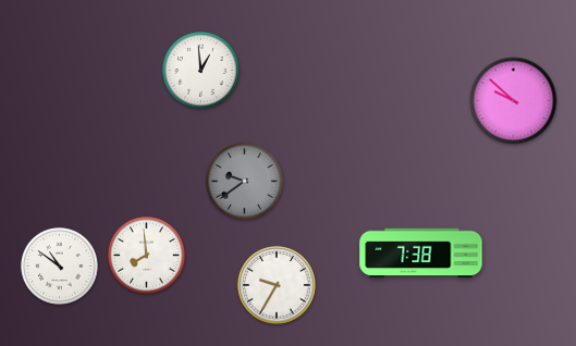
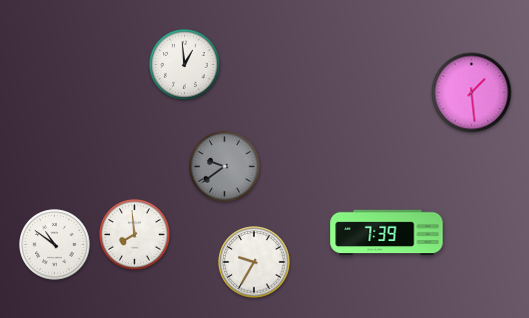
clock at (514, 101): 9:52 -> 1:29
clock at (421, 254): 7:38 -> 7:39
